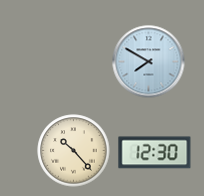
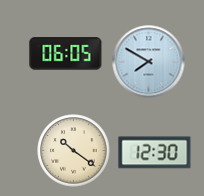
clock at (66, 54): none -> 06:05
clock at (74, 151): 10:23 -> 10:21
